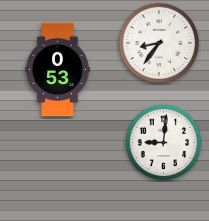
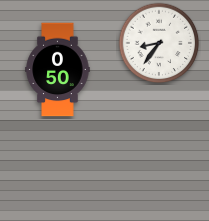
clock at (58, 70): 0:53 -> 0:50
clock at (164, 143): 9:01 -> none
